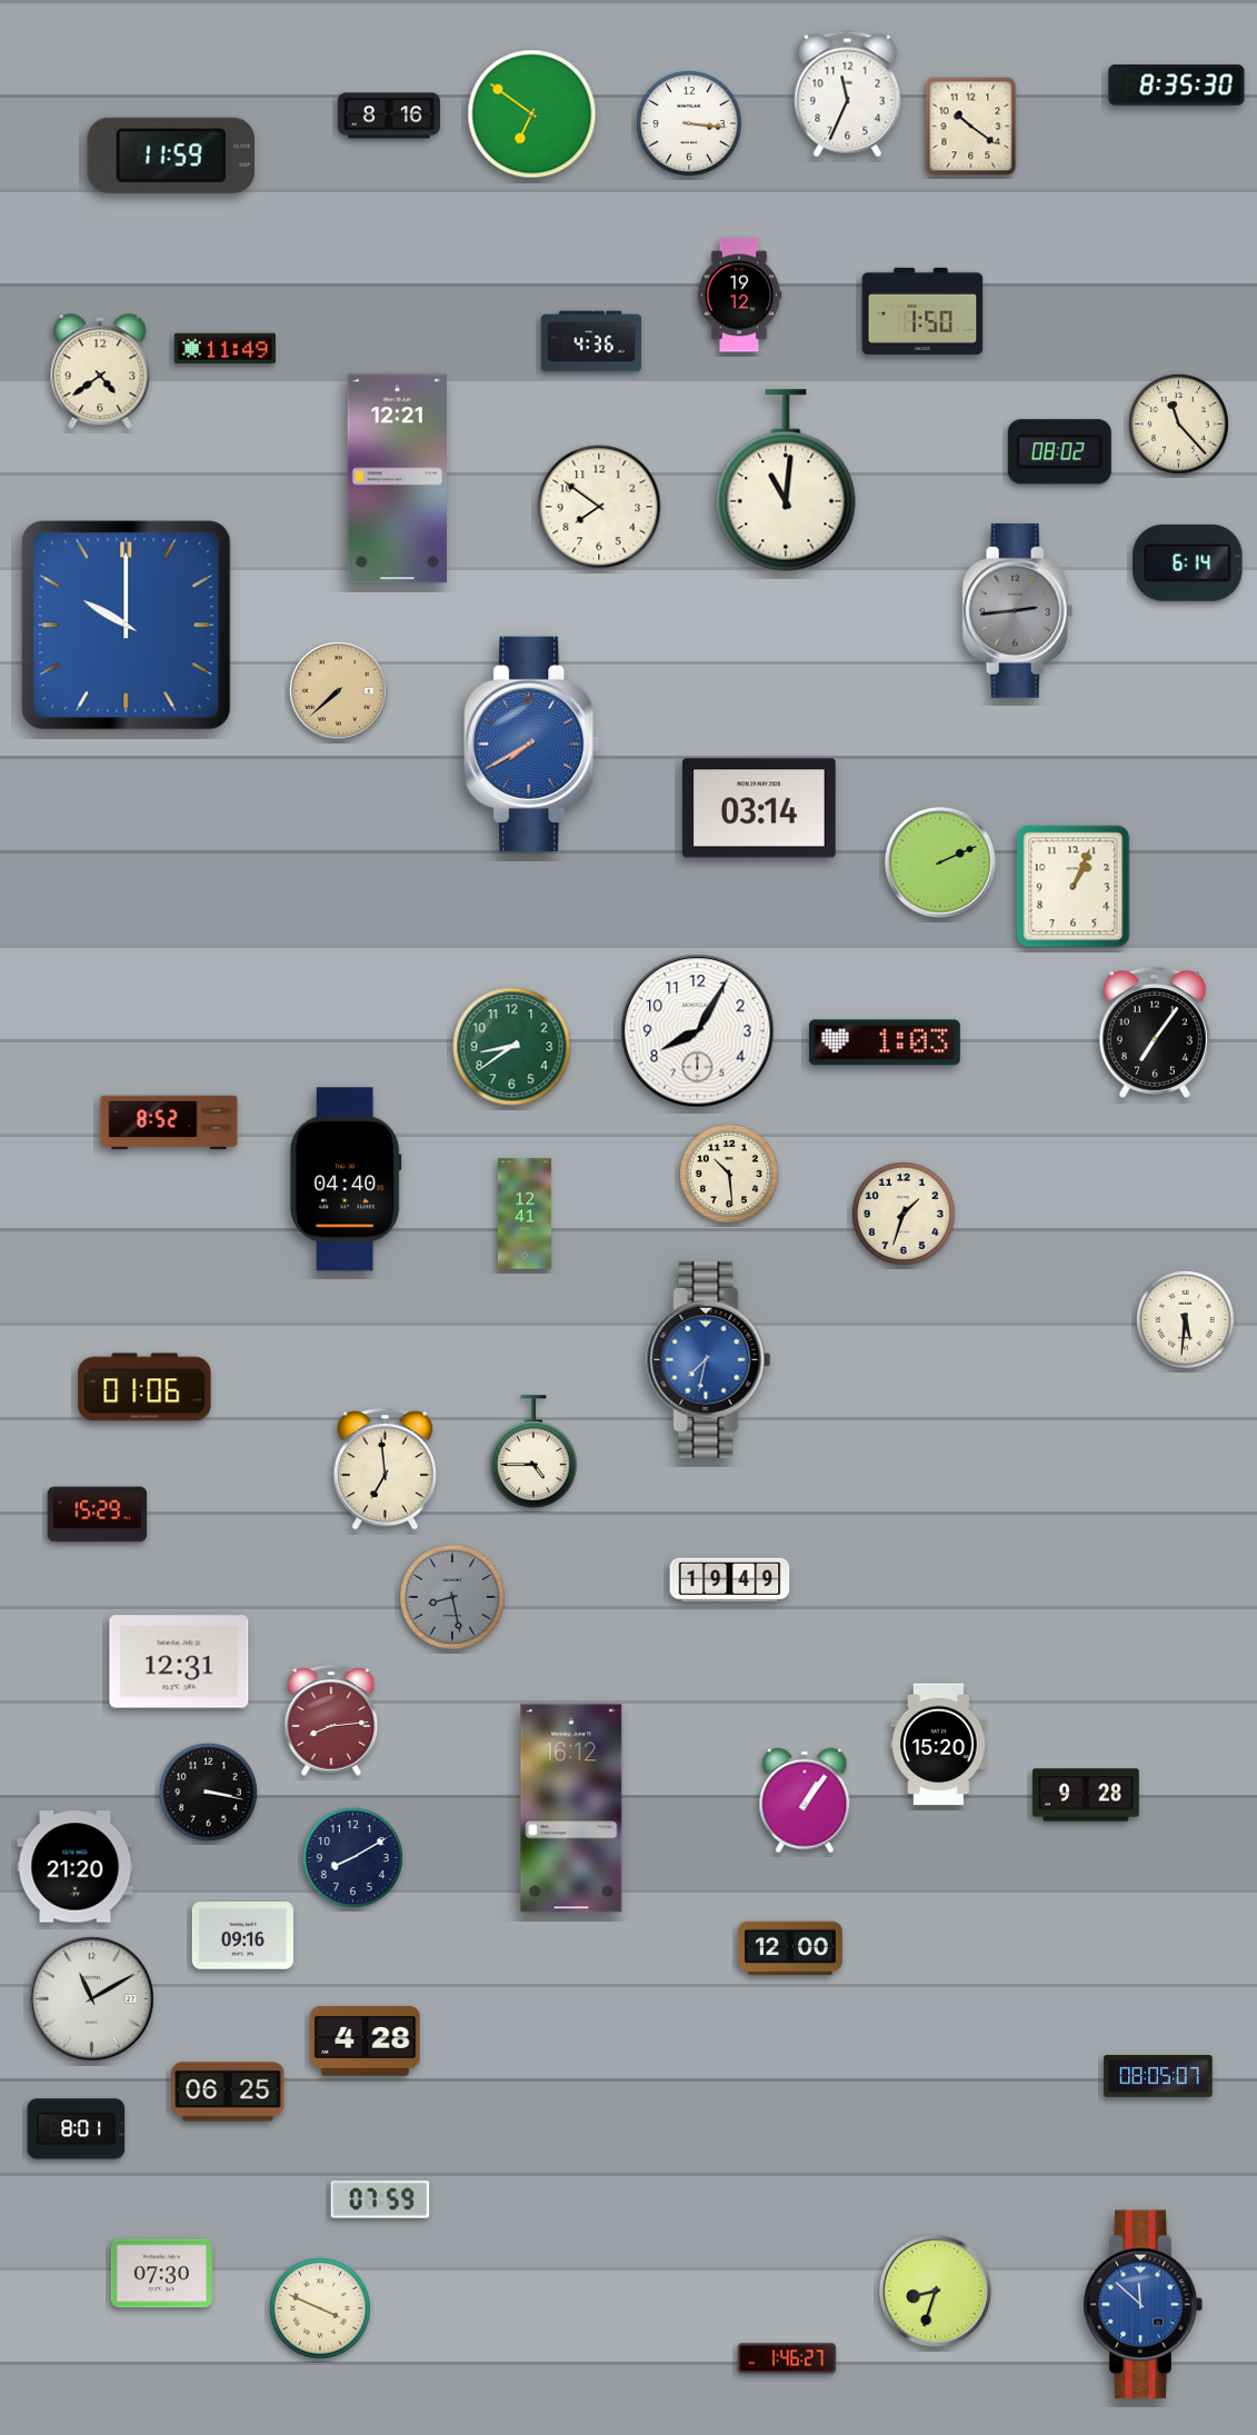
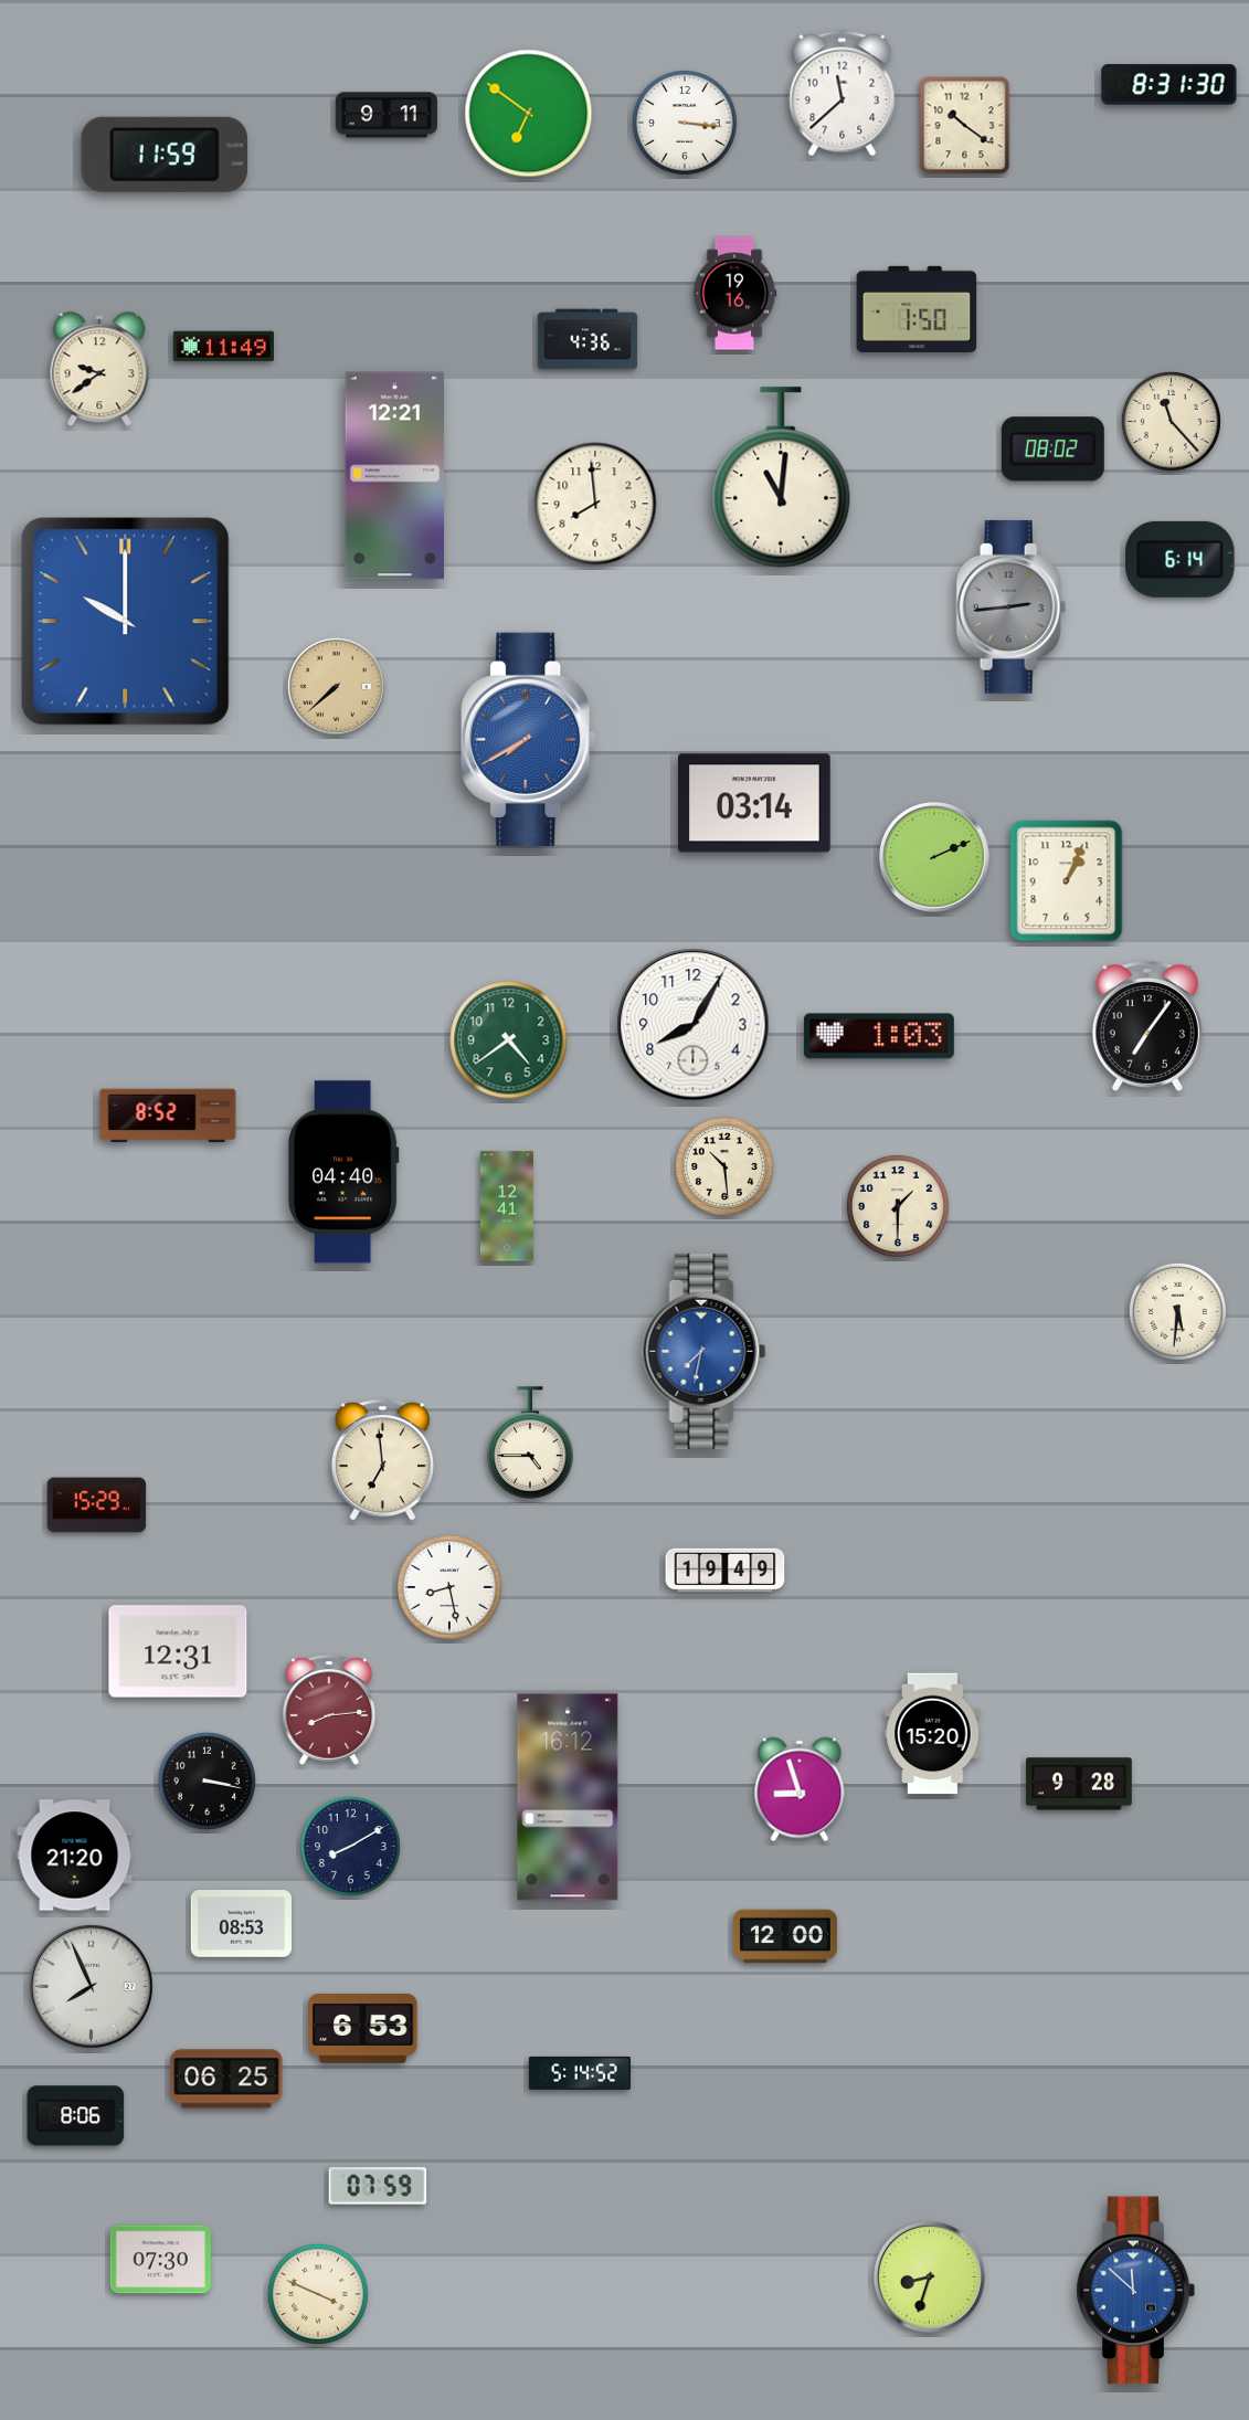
clock at (1177, 86): 8:35 -> 8:31
clock at (848, 94): 11:34 -> 11:38
clock at (389, 116): 8:16 -> 9:11
clock at (171, 156) position: (171, 156) -> (165, 155)
clock at (739, 296): 19:12 -> 19:16
clock at (100, 372): 4:39 -> 9:39
clock at (599, 507): 7:51 -> 7:59
clock at (512, 1047): 8:39 -> 4:39
clock at (525, 1214) position: (525, 1214) -> (507, 1206)
clock at (905, 1215): 1:33 -> 1:30
clock at (144, 1387): 01:06 -> none
clock at (452, 1598) dial: grey -> white
clock at (805, 1800): 1:06 -> 8:57
clock at (242, 1936): 09:16 -> 08:53
clock at (92, 1999): 11:10 -> 7:56
clock at (366, 2040): 4:28 -> 6:53
clock at (1158, 2076): 08:05 -> none
clock at (580, 2073): none -> 5:14
clock at (77, 2129): 8:01 -> 8:06
clock at (787, 2358): 1:46 -> none
